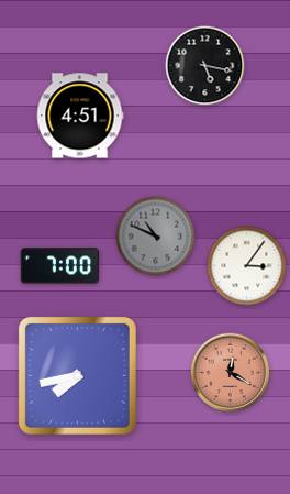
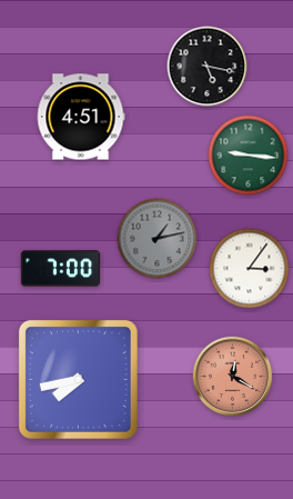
clock at (249, 156): none -> 9:16
clock at (156, 237): 10:49 -> 1:13
